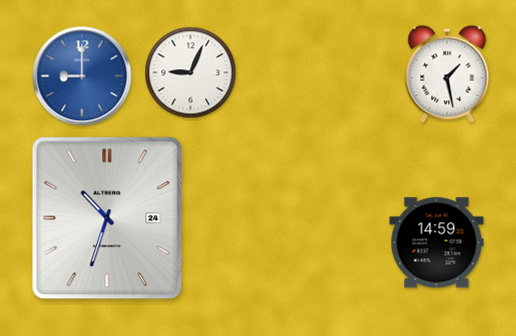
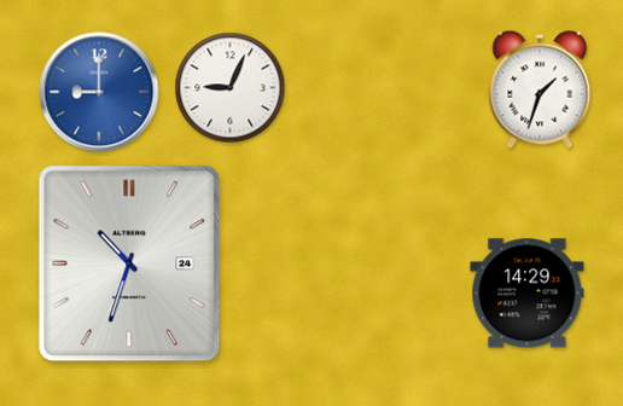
clock at (447, 74): 1:28 -> 1:33
clock at (437, 243): 14:59 -> 14:29
